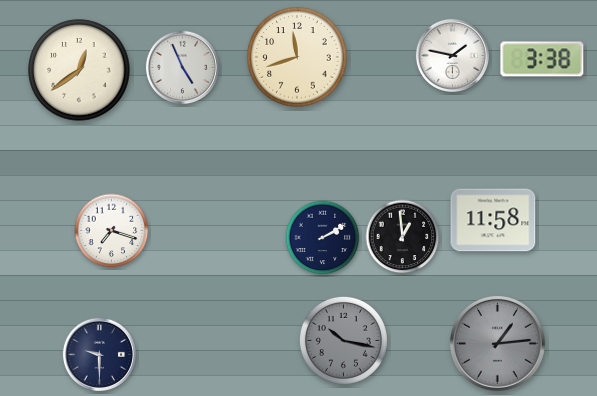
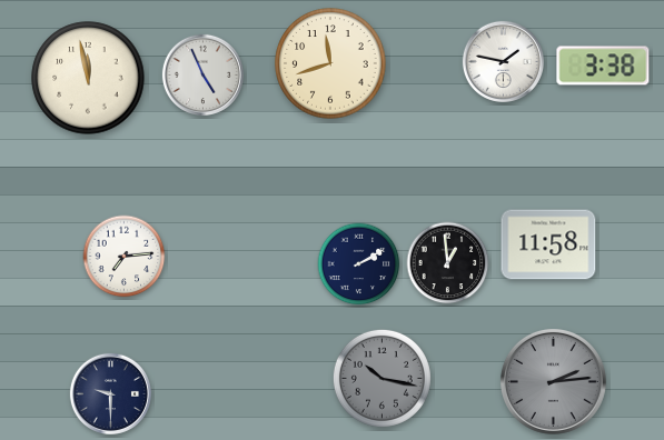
clock at (79, 70): 12:39 -> 11:58
clock at (112, 231): 7:18 -> 7:14
clock at (497, 343): 1:14 -> 2:14
